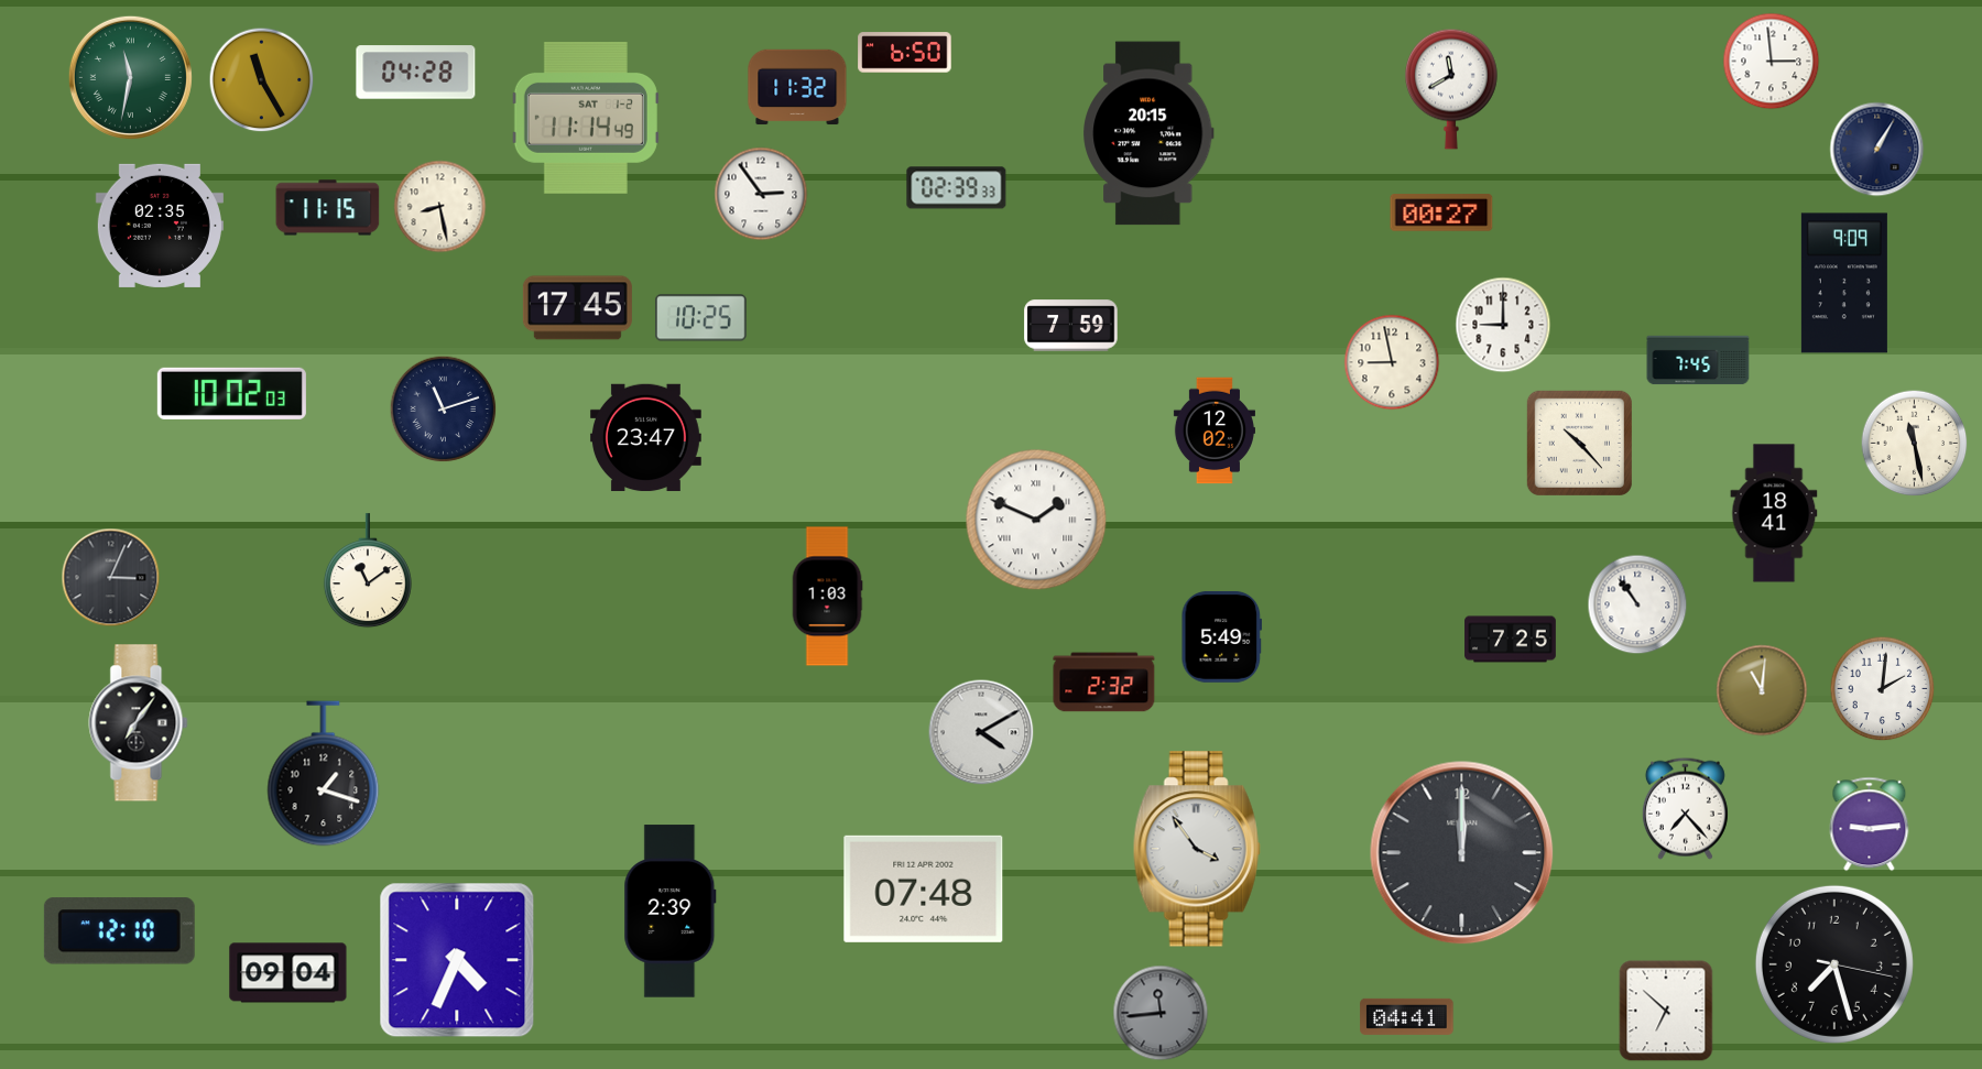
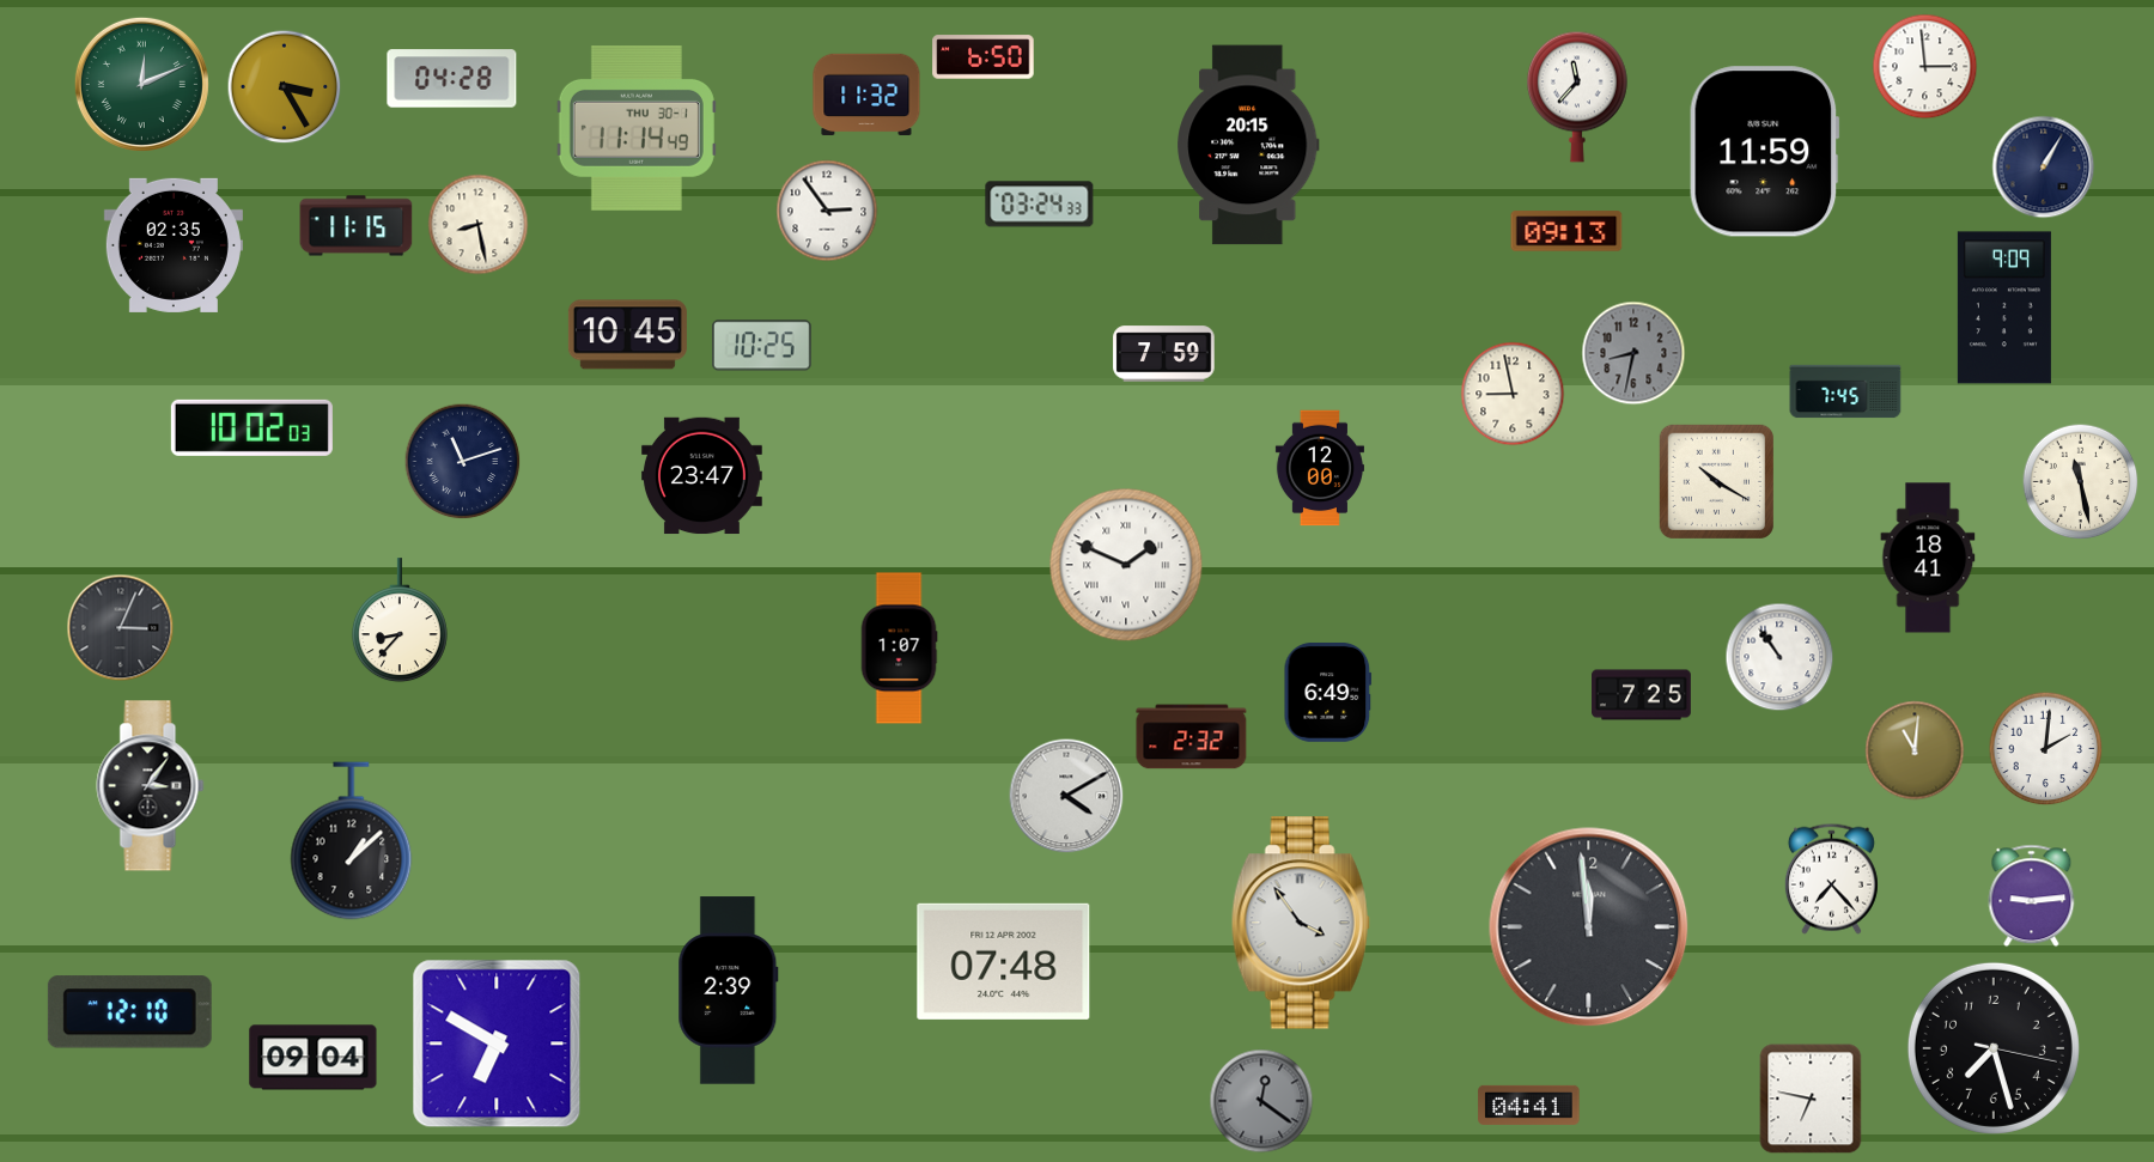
clock at (130, 77): 11:32 -> 12:11
clock at (262, 80): 11:25 -> 3:25
clock at (1452, 89): 11:40 -> 11:37
clock at (586, 119) date: SAT 1-2 -> THU 30-1
clock at (1764, 152): none -> 11:59
clock at (1877, 150) position: (1877, 150) -> (2044, 168)
clock at (957, 188): 02:39 -> 03:24
clock at (1441, 212): 00:27 -> 09:13
clock at (577, 308): 17:45 -> 10:45
clock at (1503, 325): 9:00 -> 8:32
clock at (1503, 325) dial: white -> grey
clock at (444, 410) position: (444, 410) -> (463, 462)
clock at (1215, 430): 12:02 -> 12:00
clock at (1579, 443): 10:23 -> 10:20
clock at (368, 571): 11:09 -> 8:37
clock at (827, 597): 1:03 -> 1:07
clock at (1222, 636): 5:49 -> 6:49
clock at (1104, 683) position: (1104, 683) -> (1192, 737)
clock at (139, 723): 7:06 -> 3:06
clock at (324, 774): 1:18 -> 1:08
clock at (1462, 853): 12:00 -> 11:59
clock at (924, 888) position: (924, 888) -> (1004, 961)
clock at (457, 960): 4:34 -> 6:50
clock at (1666, 1011): 6:52 -> 6:47
clock at (1161, 1013): 11:44 -> 12:21
